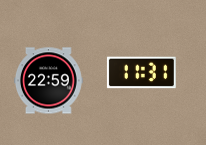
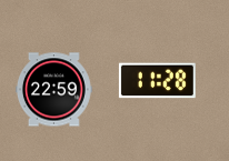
clock at (141, 73): 11:31 -> 11:28
